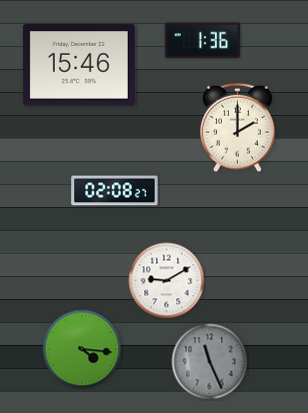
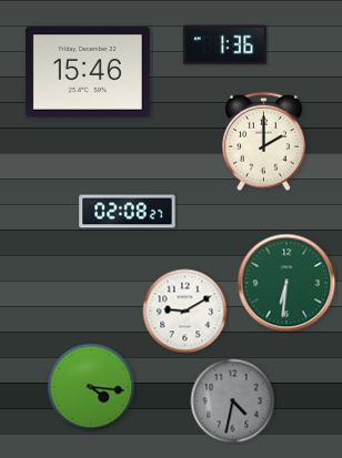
clock at (286, 283): none -> 6:31
clock at (210, 362): 11:26 -> 4:32
